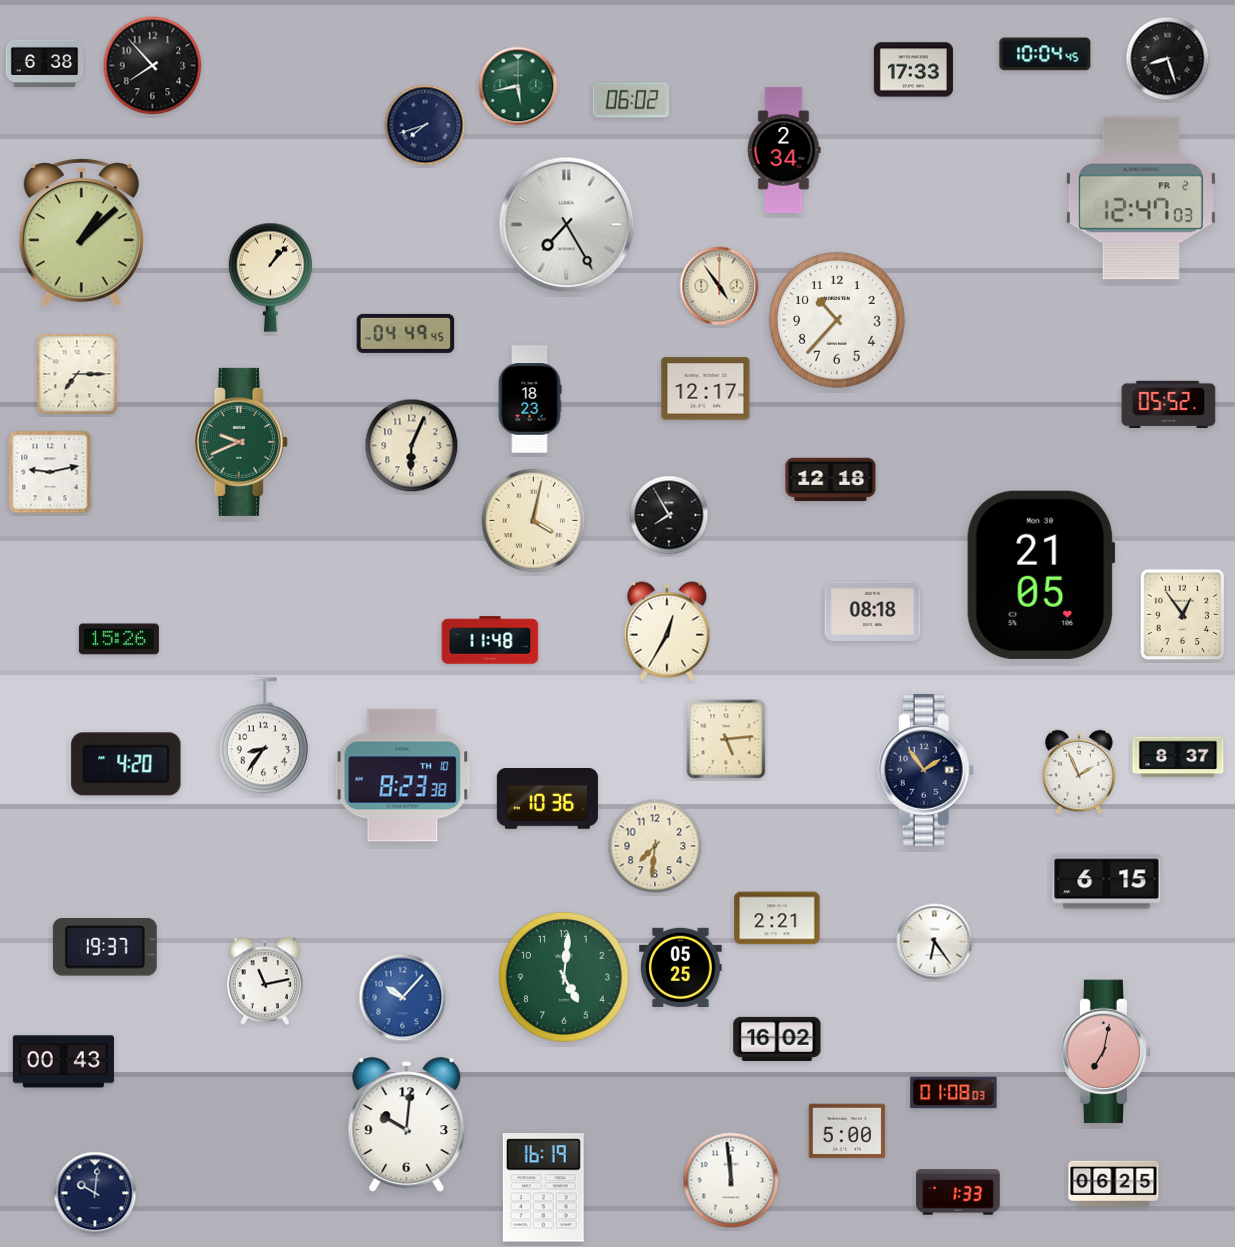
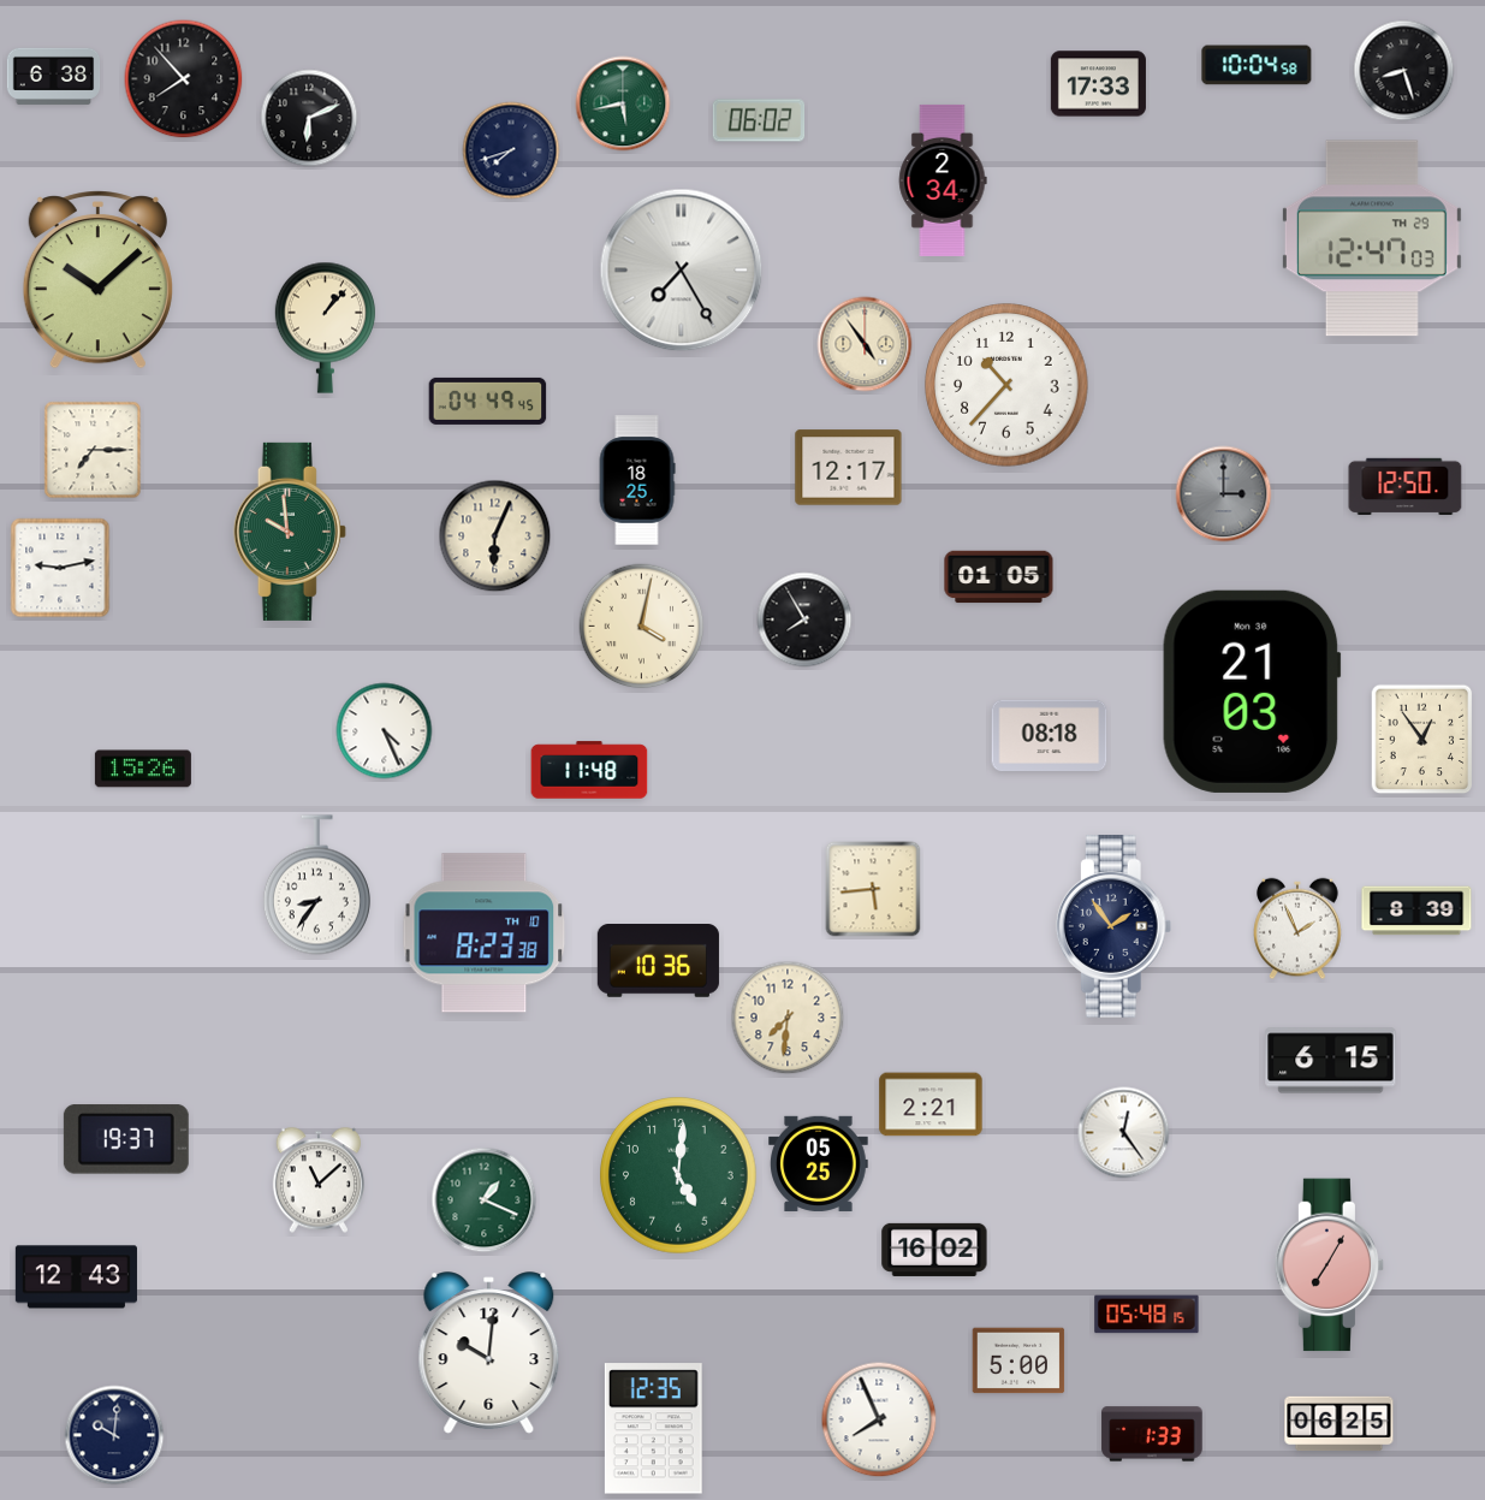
clock at (1045, 54): 10:04:45 -> 10:04:58
clock at (309, 118): none -> 6:11
clock at (1141, 198) date: FR 2 -> TH 29
clock at (81, 233): 1:08 -> 10:08
clock at (270, 277) position: (270, 277) -> (325, 327)
clock at (530, 399): 18:23 -> 18:25
clock at (1169, 404): 05:52 -> 12:50
clock at (1224, 494): none -> 3:00
clock at (241, 442): 9:41 -> 9:59
clock at (831, 480): 12:18 -> 01:05
clock at (1041, 575): 21:05 -> 21:03
clock at (385, 731): none -> 4:26
clock at (667, 631): 12:35 -> none
clock at (726, 739): 5:14 -> 5:44
clock at (1178, 757): 8:37 -> 8:39
clock at (126, 764): 4:20 -> none
clock at (777, 918) position: (777, 918) -> (931, 1104)
clock at (935, 942): 6:24 -> 12:24
clock at (264, 981): 11:13 -> 11:08
clock at (403, 998): 10:07 -> 1:19
clock at (403, 998) dial: blue -> green
clock at (1106, 1052): 7:02 -> 7:05
clock at (63, 1062): 00:43 -> 12:43
clock at (954, 1093): 01:08 -> 05:48
clock at (731, 1180): 11:59 -> 7:56
clock at (543, 1188): 16:19 -> 12:35
